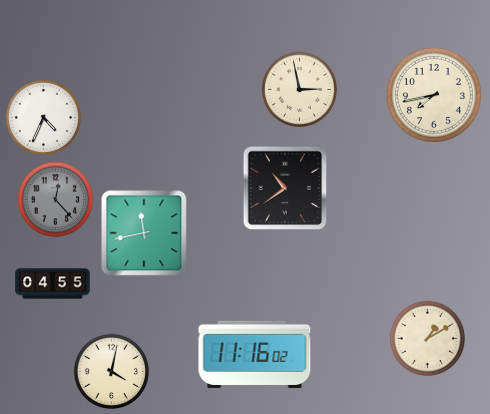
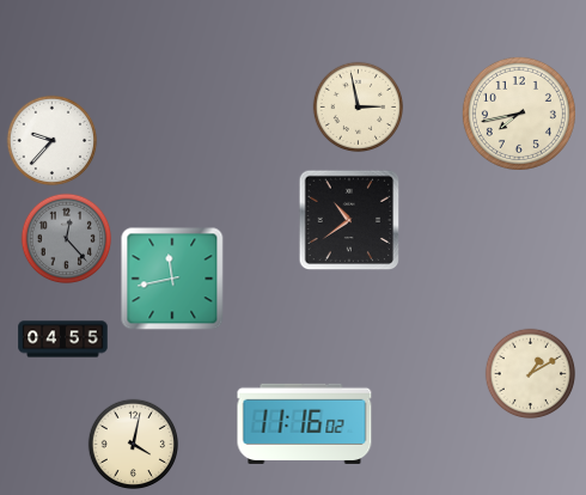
clock at (44, 118): 4:34 -> 9:37
clock at (285, 188) position: (285, 188) -> (349, 220)
clock at (428, 339) position: (428, 339) -> (531, 374)
